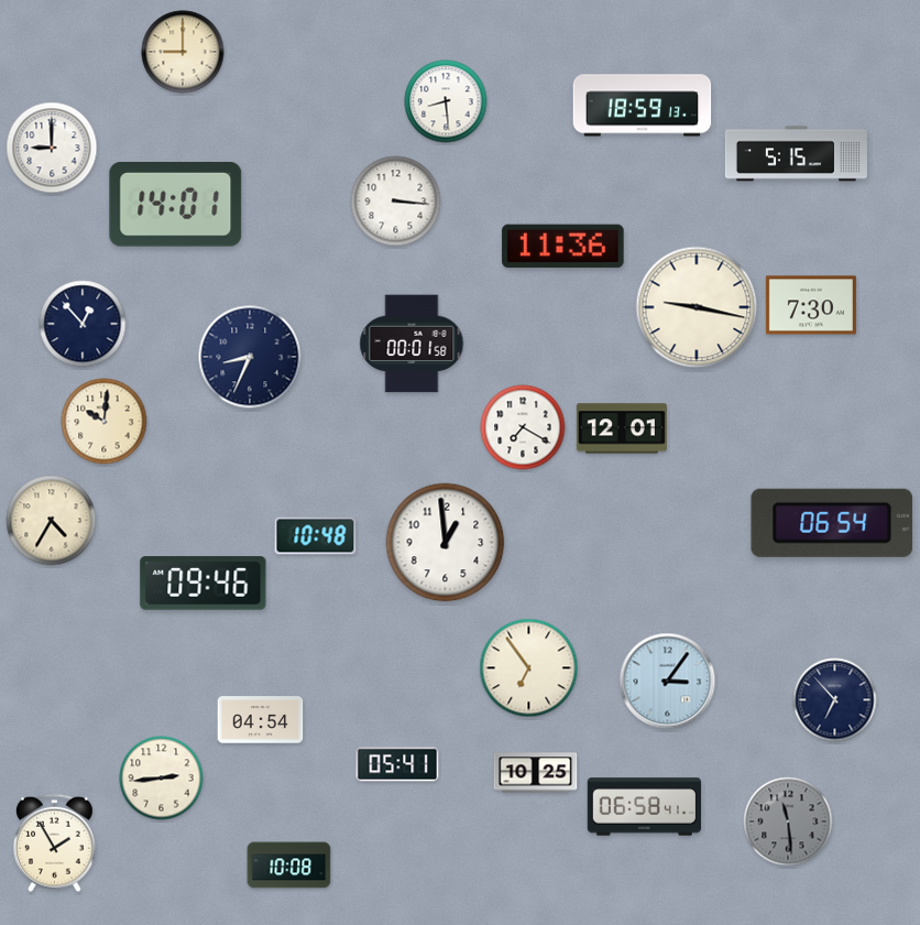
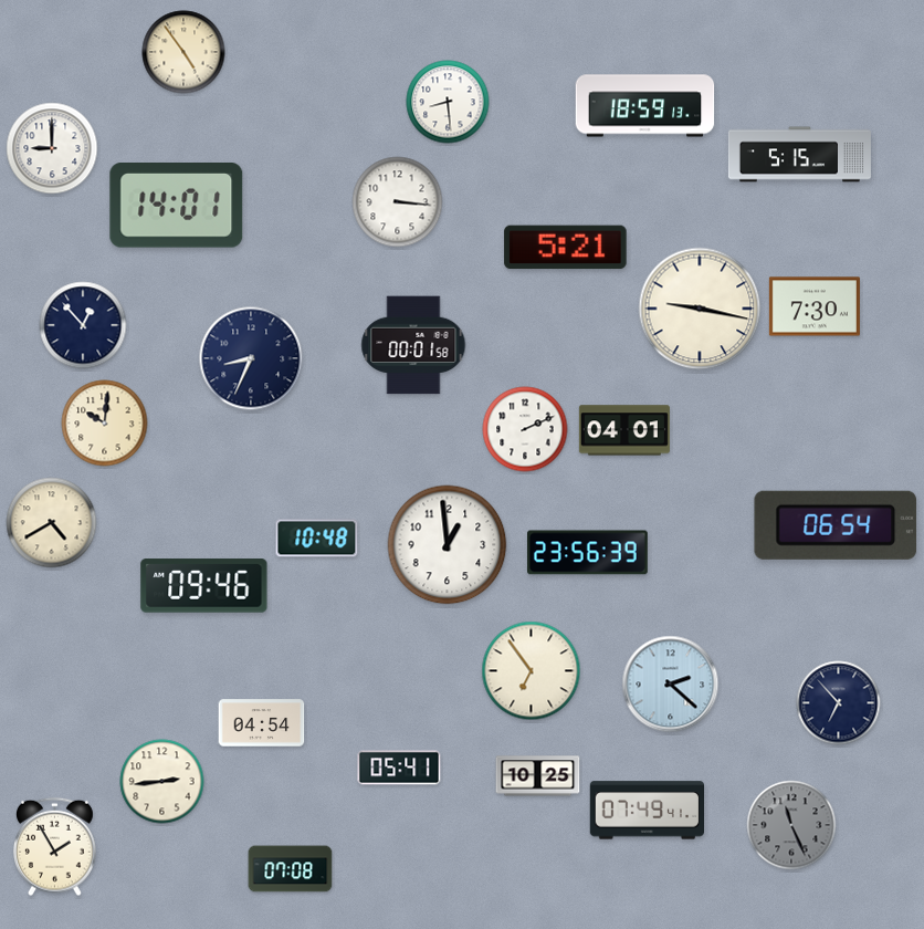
clock at (183, 52): 9:00 -> 4:54
clock at (563, 247): 11:36 -> 5:21
clock at (523, 427): 7:20 -> 2:11
clock at (622, 428): 12:01 -> 04:01
clock at (52, 521): 4:35 -> 4:40
clock at (588, 553): none -> 23:56
clock at (668, 682): 3:06 -> 2:22
clock at (644, 807): 06:58 -> 07:49
clock at (788, 821): 11:29 -> 11:26
clock at (289, 866): 10:08 -> 07:08
